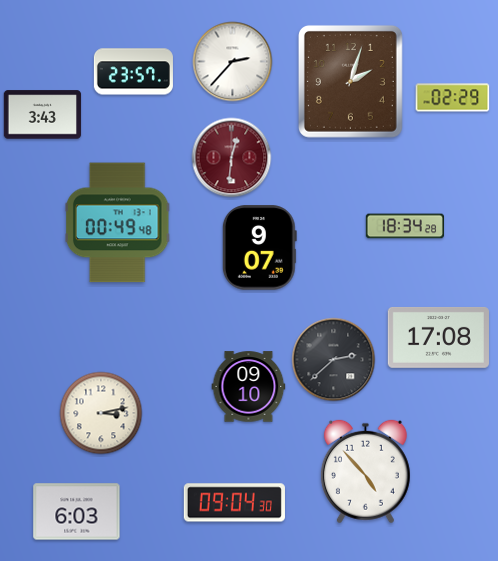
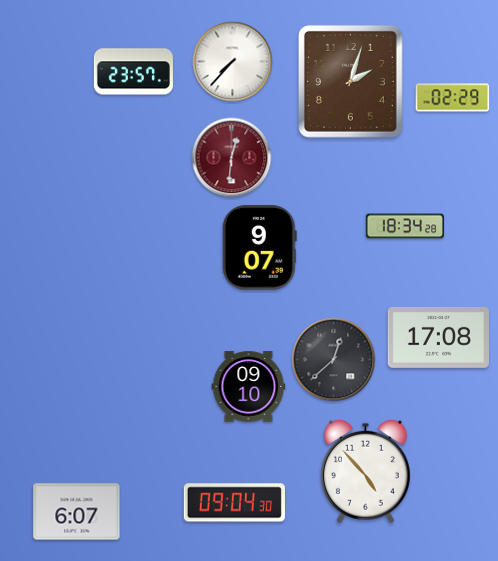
clock at (233, 62): 2:37 -> 7:37
clock at (43, 115): 3:43 -> none
clock at (117, 223): 00:49 -> none
clock at (334, 360): 2:38 -> 12:38
clock at (101, 413): 3:13 -> none
clock at (77, 512): 6:03 -> 6:07
